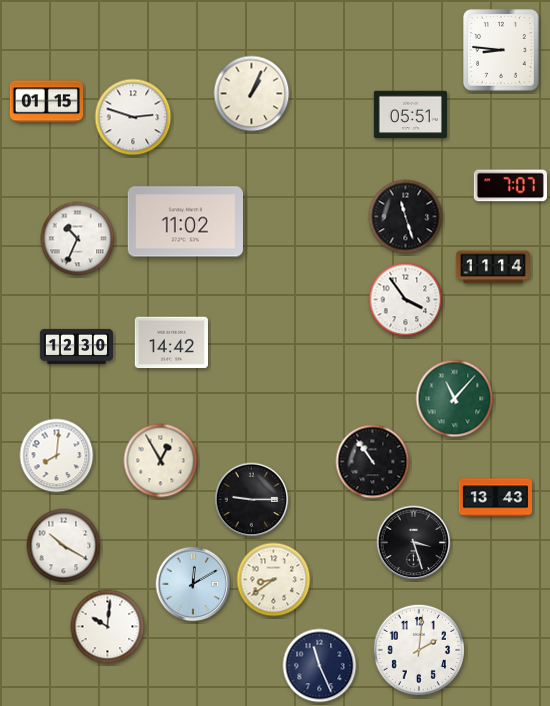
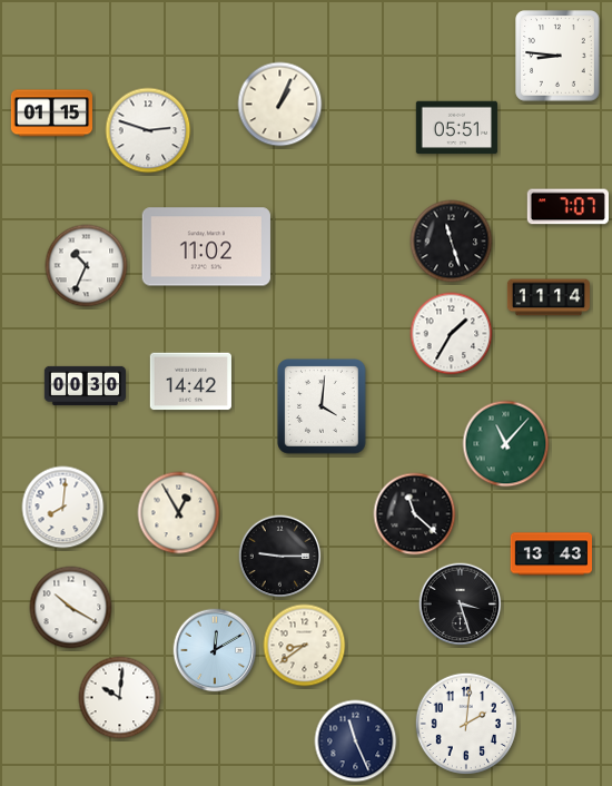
clock at (406, 300): 3:54 -> 1:35
clock at (77, 346): 12:30 -> 00:30
clock at (322, 406): none -> 4:01
clock at (373, 462): 10:54 -> 11:22
